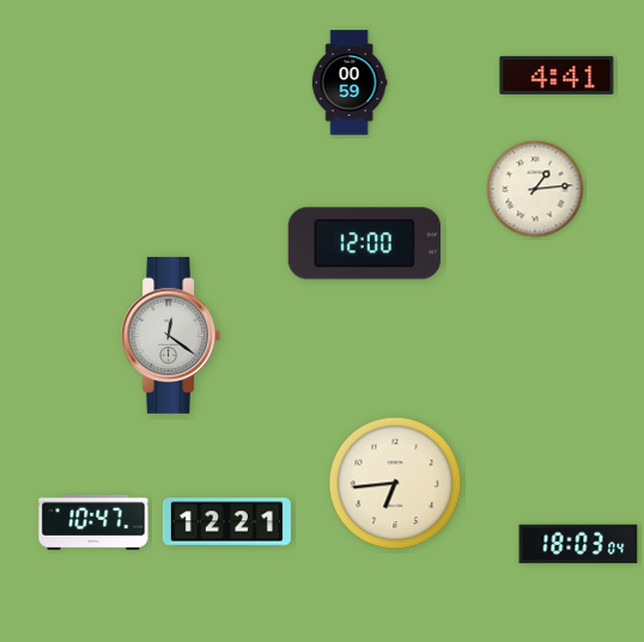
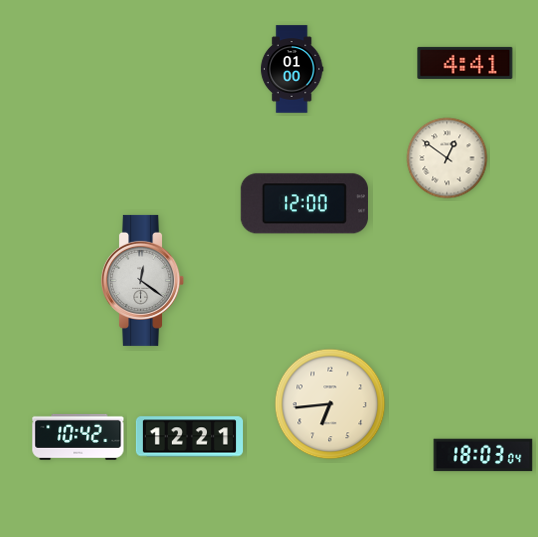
clock at (350, 82): 00:59 -> 01:00
clock at (535, 189): 1:14 -> 12:51
clock at (93, 522): 10:47 -> 10:42
